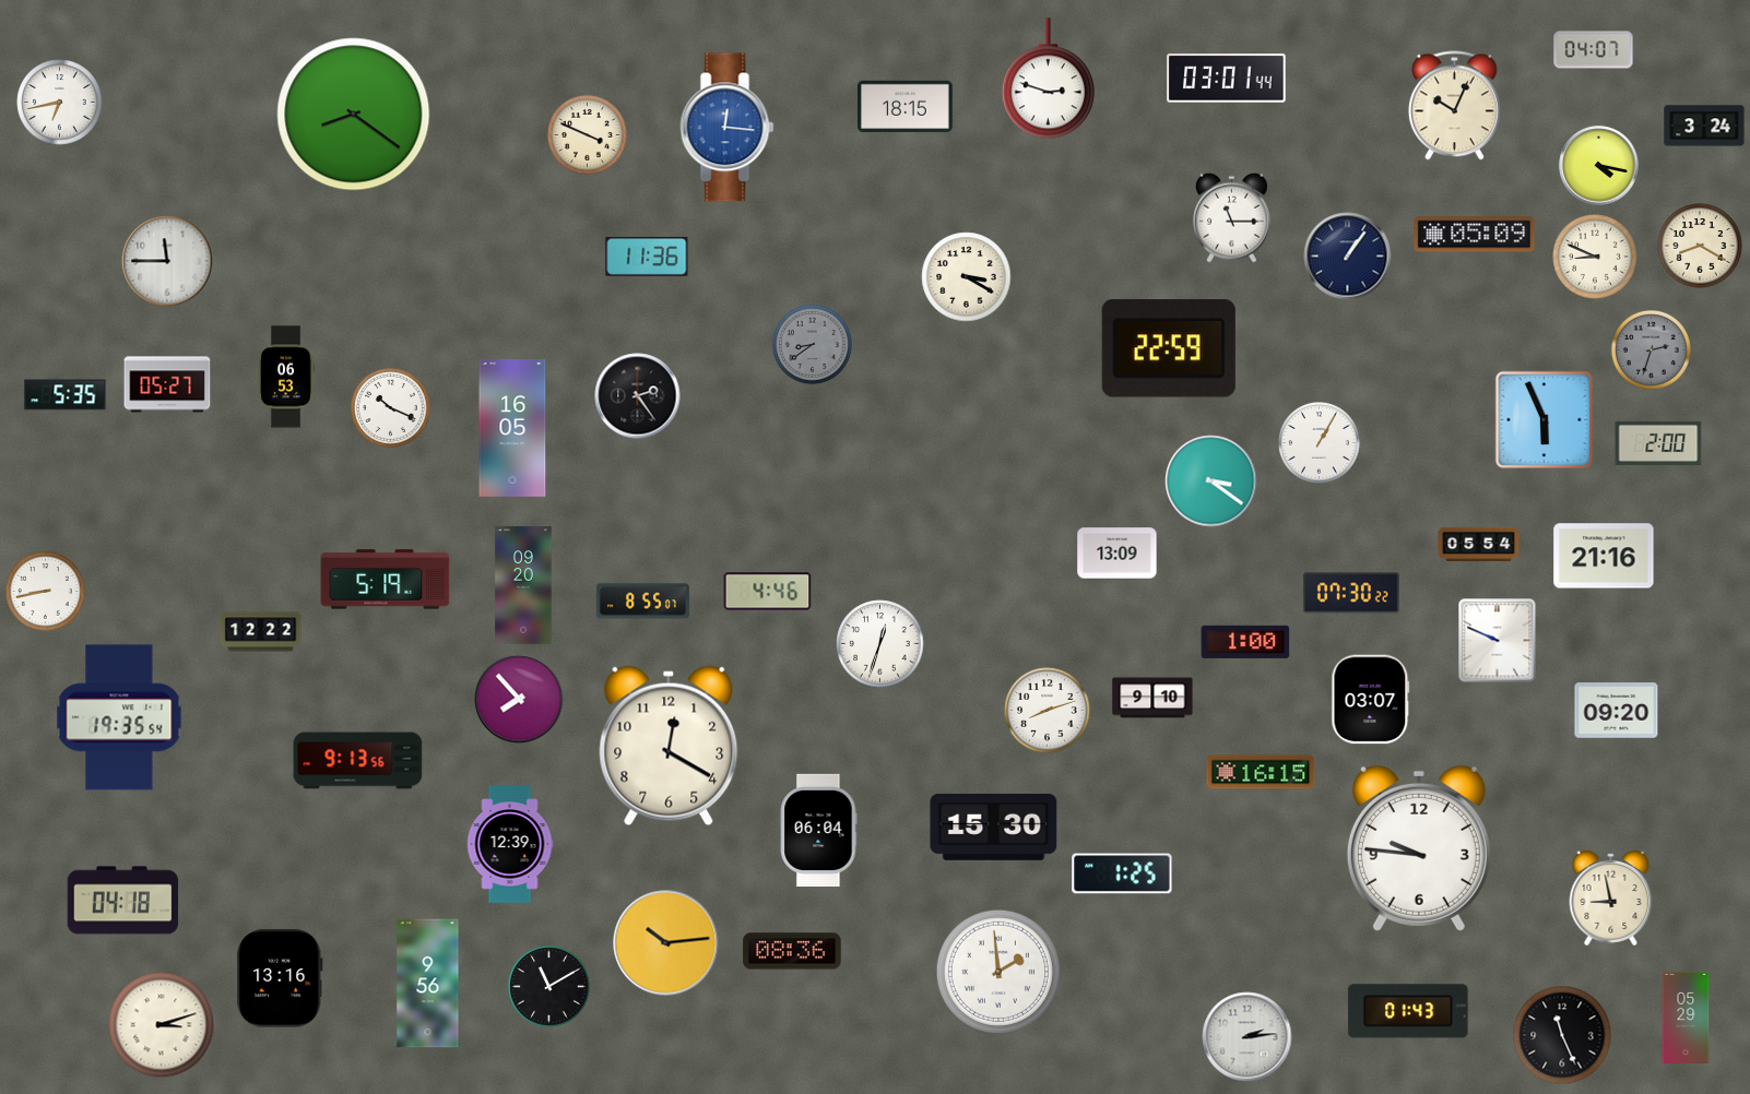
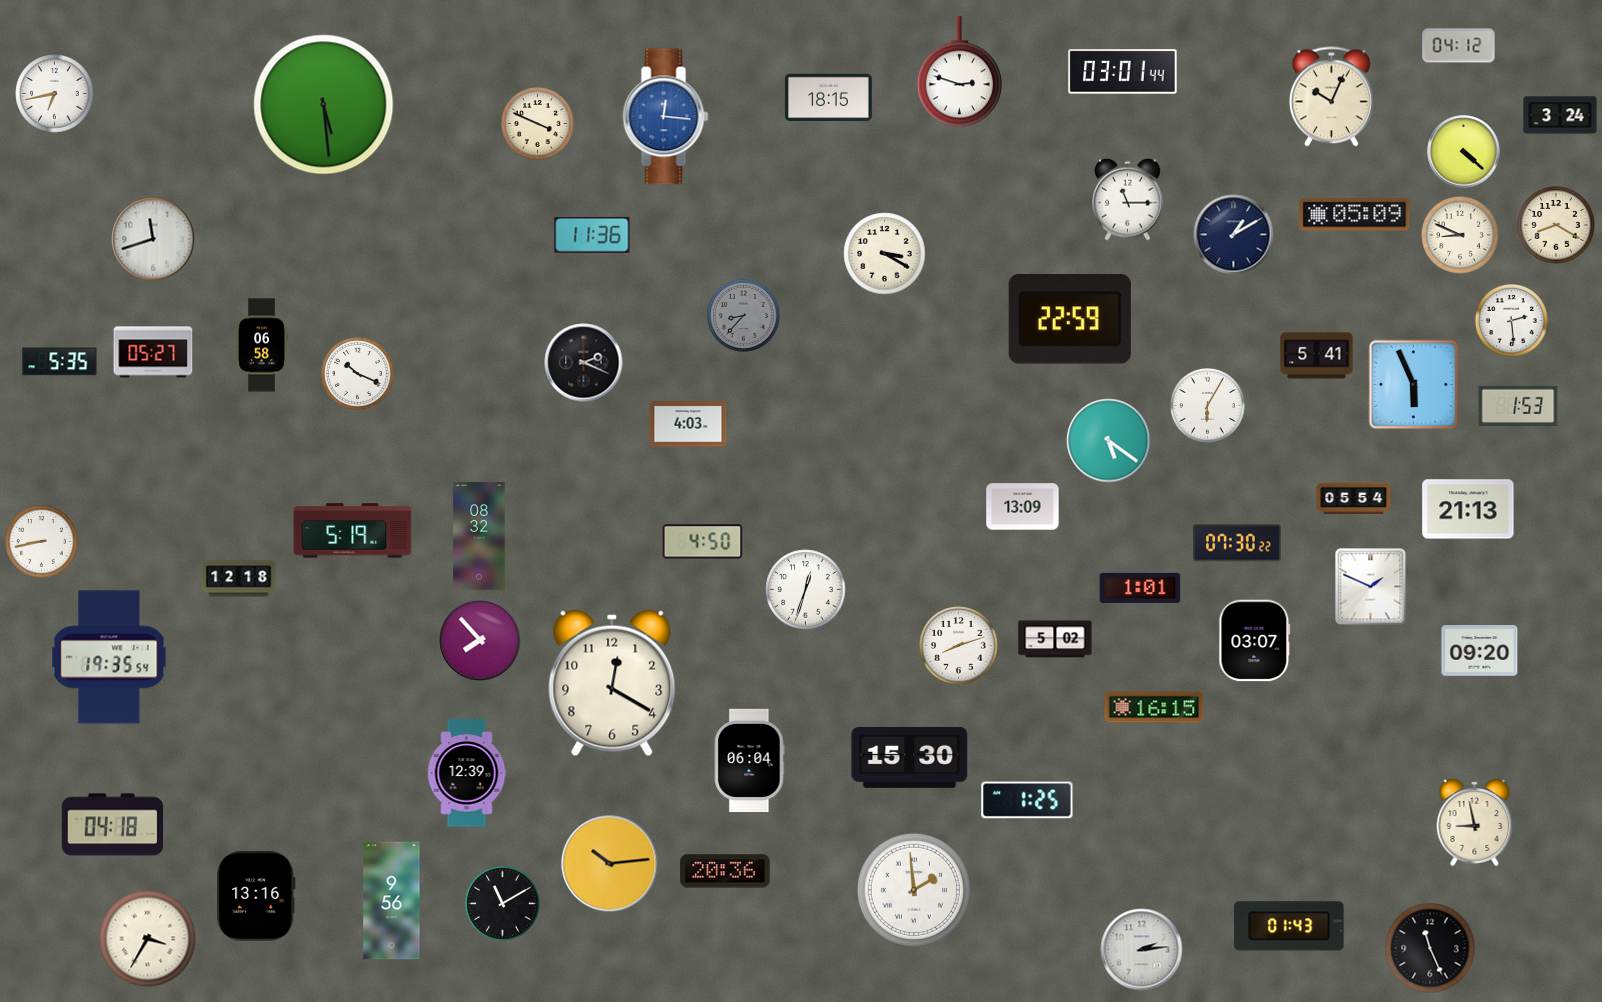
clock at (1594, 50): 04:07 -> 04:12
clock at (354, 115): 8:21 -> 5:29
clock at (1599, 166): 4:17 -> 4:22
clock at (1475, 235) position: (1475, 235) -> (1355, 215)
clock at (1348, 257): 1:06 -> 1:10
clock at (167, 261): 11:45 -> 11:42
clock at (812, 344): 8:39 -> 8:37
clock at (1651, 349): 2:33 -> 2:29
clock at (1651, 349) dial: grey -> white
clock at (286, 377): 06:53 -> 06:58
clock at (1317, 356): none -> 5:41
clock at (638, 396): 2:24 -> 2:19
clock at (512, 429): 16:05 -> none
clock at (1320, 443): 1:05 -> 6:05
clock at (1658, 443): 2:00 -> 1:53
clock at (688, 424): none -> 4:03
clock at (1211, 481): 3:21 -> 5:21
clock at (1604, 556): 21:16 -> 21:13
clock at (523, 585): 09:20 -> 08:32
clock at (768, 592): 4:46 -> 4:50
clock at (642, 602): 8:55 -> none
clock at (261, 632): 12:22 -> 12:18
clock at (1498, 641): 9:49 -> 1:49
clock at (1245, 642): 1:00 -> 1:01
clock at (1152, 698): 9:10 -> 5:02
clock at (519, 699) position: (519, 699) -> (480, 640)
clock at (1048, 711) position: (1048, 711) -> (959, 646)
clock at (358, 761): 9:13 -> none
clock at (1419, 848): 9:46 -> none
clock at (792, 951): 08:36 -> 20:36
clock at (1686, 1016): 05:29 -> none
clock at (162, 1025): 3:12 -> 3:35
